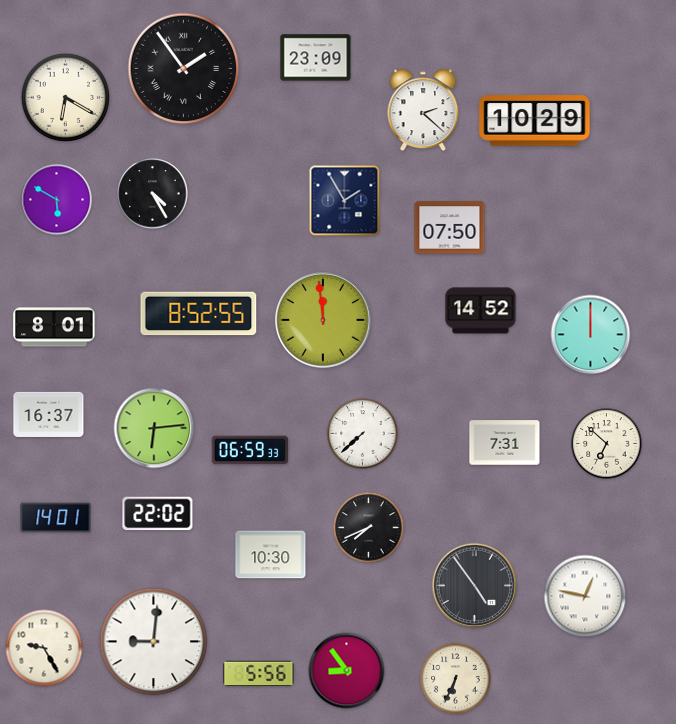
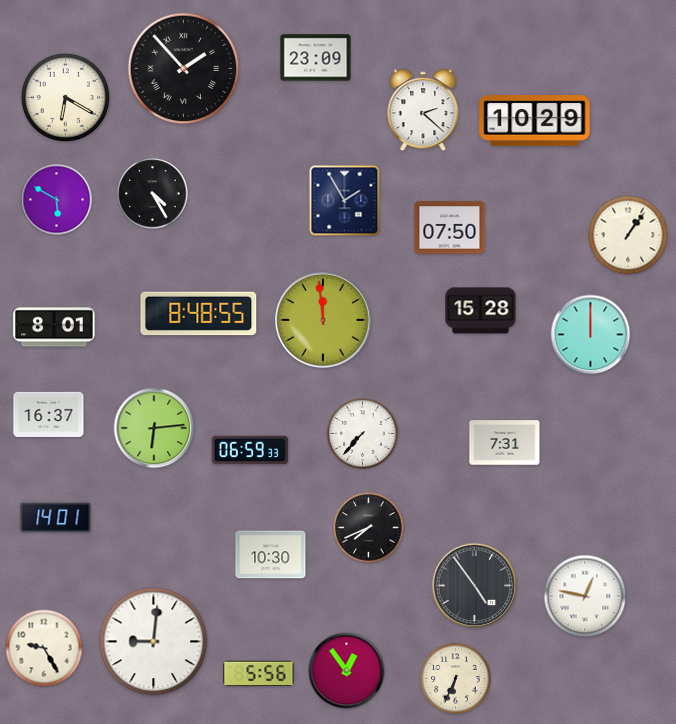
clock at (184, 69): 1:54 -> 1:53
clock at (628, 235): none -> 1:06
clock at (481, 311): 14:52 -> 15:28
clock at (199, 314): 8:52 -> 8:48
clock at (363, 434): 7:38 -> 7:37
clock at (607, 444): 6:52 -> none
clock at (158, 514): 22:02 -> none
clock at (347, 671): 8:54 -> 12:54
